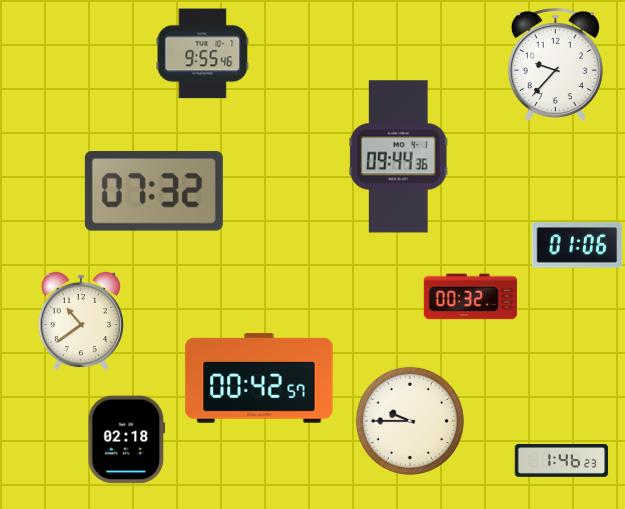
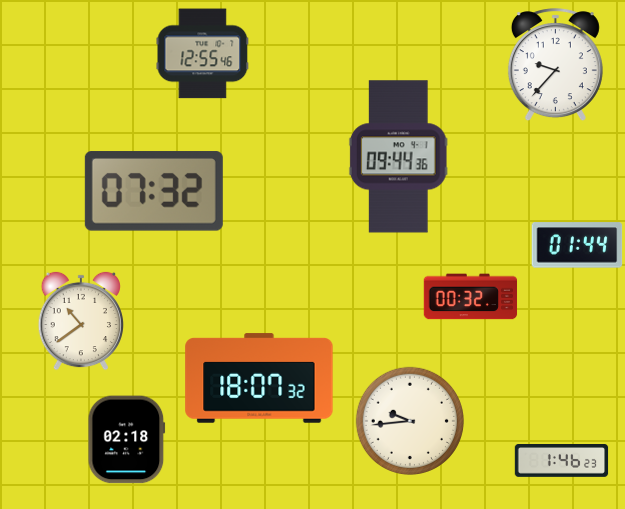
clock at (203, 54): 9:55 -> 12:55
clock at (577, 245): 01:06 -> 01:44
clock at (259, 378): 00:42 -> 18:07
clock at (409, 420): 9:45 -> 9:44
